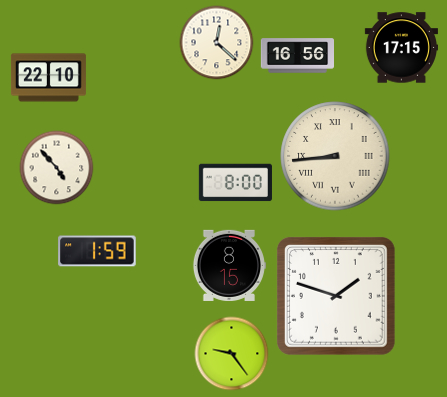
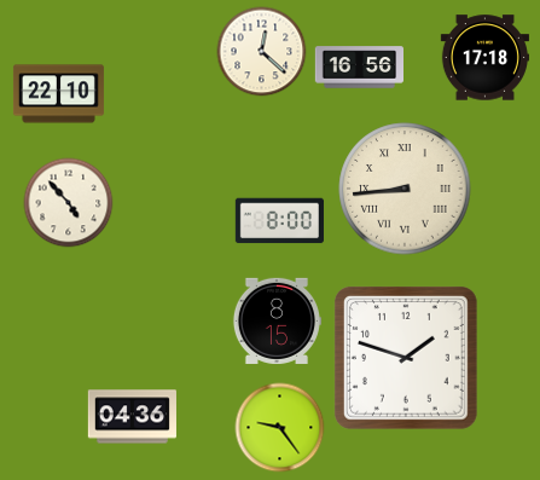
clock at (401, 48): 17:15 -> 17:18
clock at (235, 183) position: (235, 183) -> (279, 221)
clock at (97, 251): 1:59 -> none
clock at (132, 417): none -> 04:36
